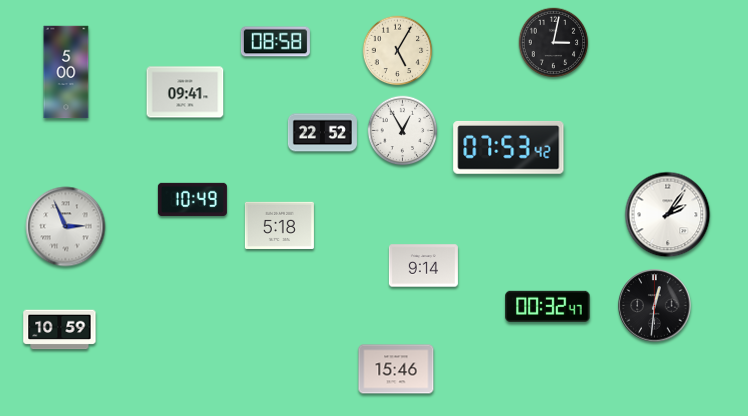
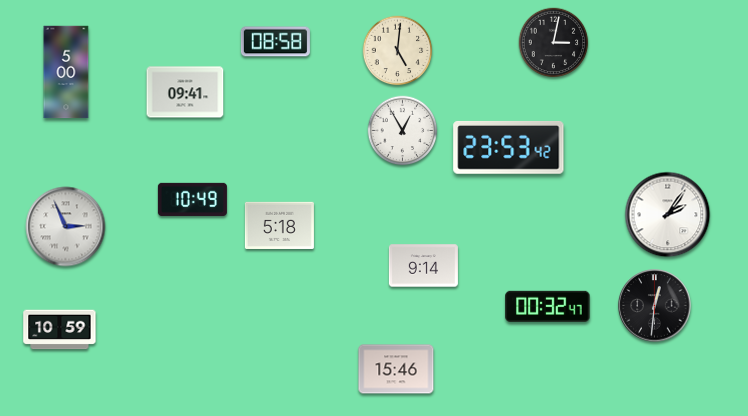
clock at (398, 51): 5:05 -> 5:01
clock at (322, 133): 22:52 -> none
clock at (509, 147): 07:53 -> 23:53
